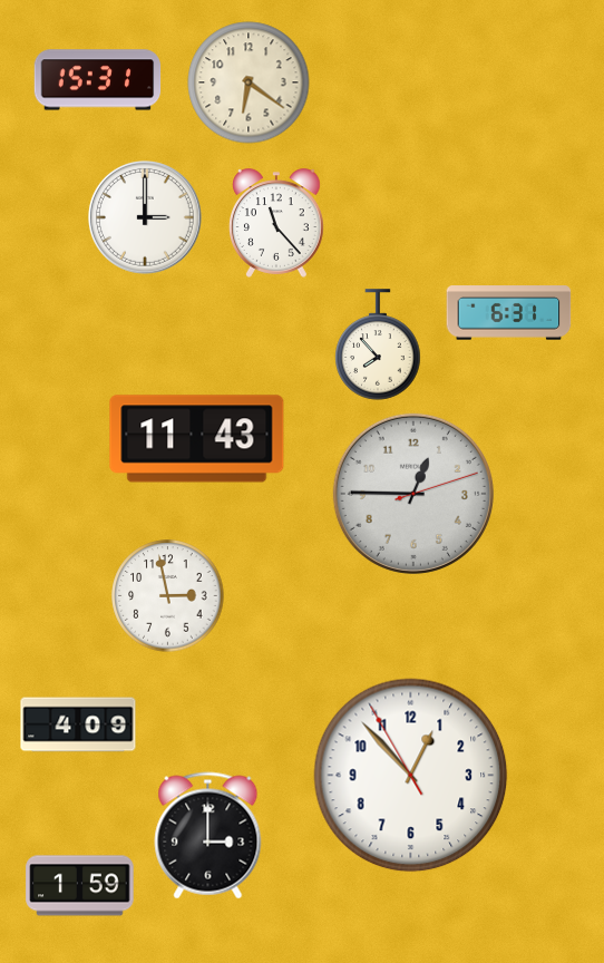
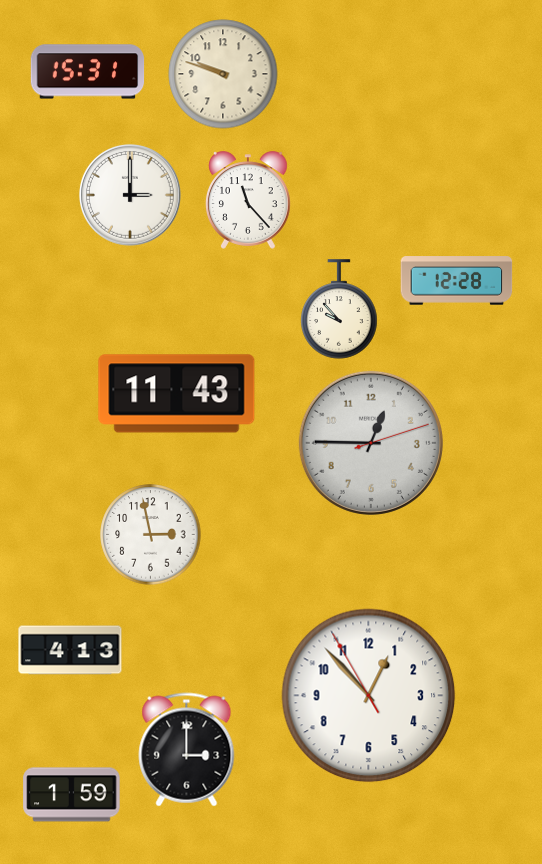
clock at (249, 82): 6:21 -> 9:48
clock at (509, 313): 6:31 -> 12:28
clock at (378, 344): 7:53 -> 9:53
clock at (78, 724): 4:09 -> 4:13
